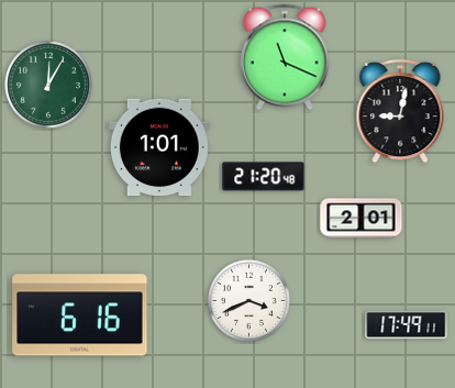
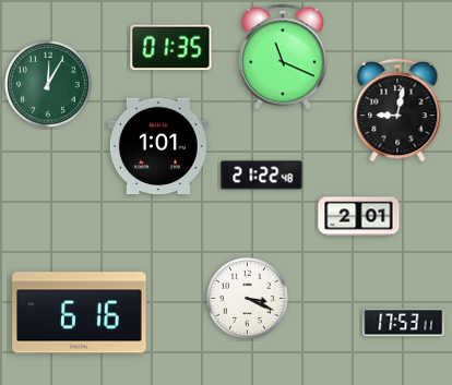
clock at (171, 48): none -> 01:35
clock at (264, 177): 21:20 -> 21:22
clock at (248, 300): 3:41 -> 3:19
clock at (407, 325): 17:49 -> 17:53
